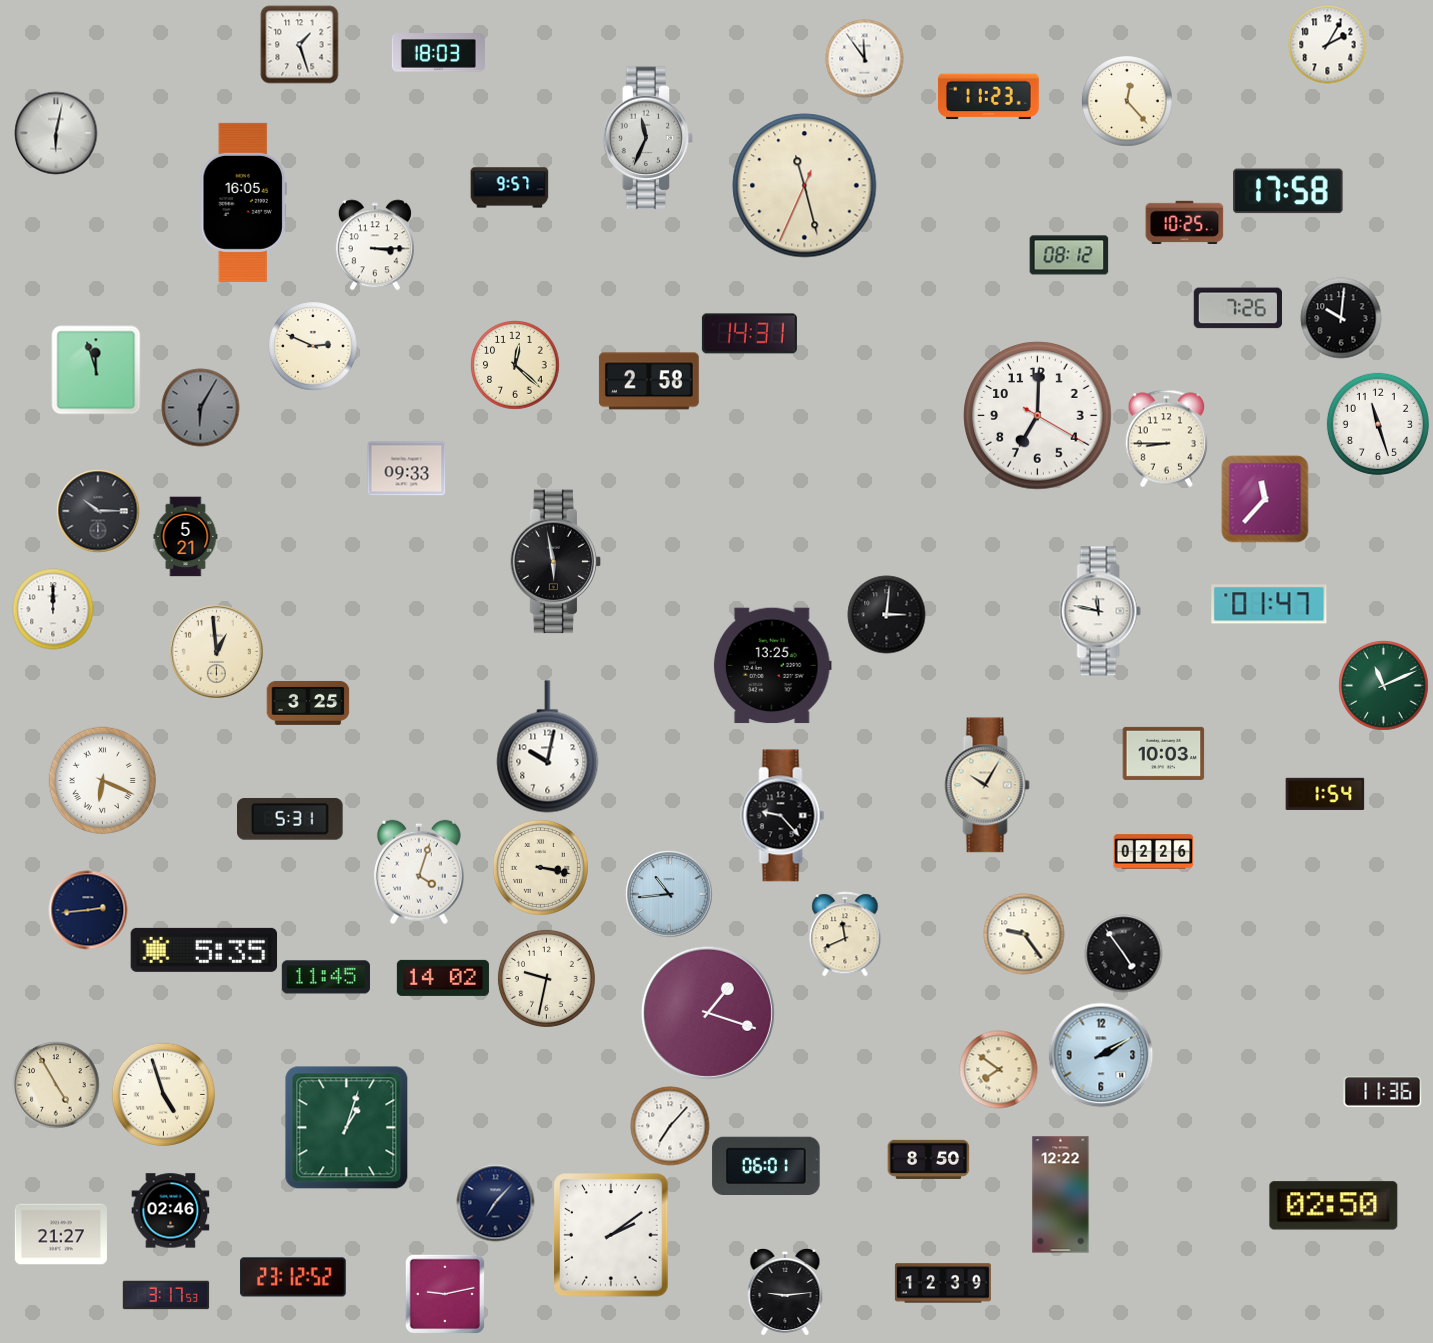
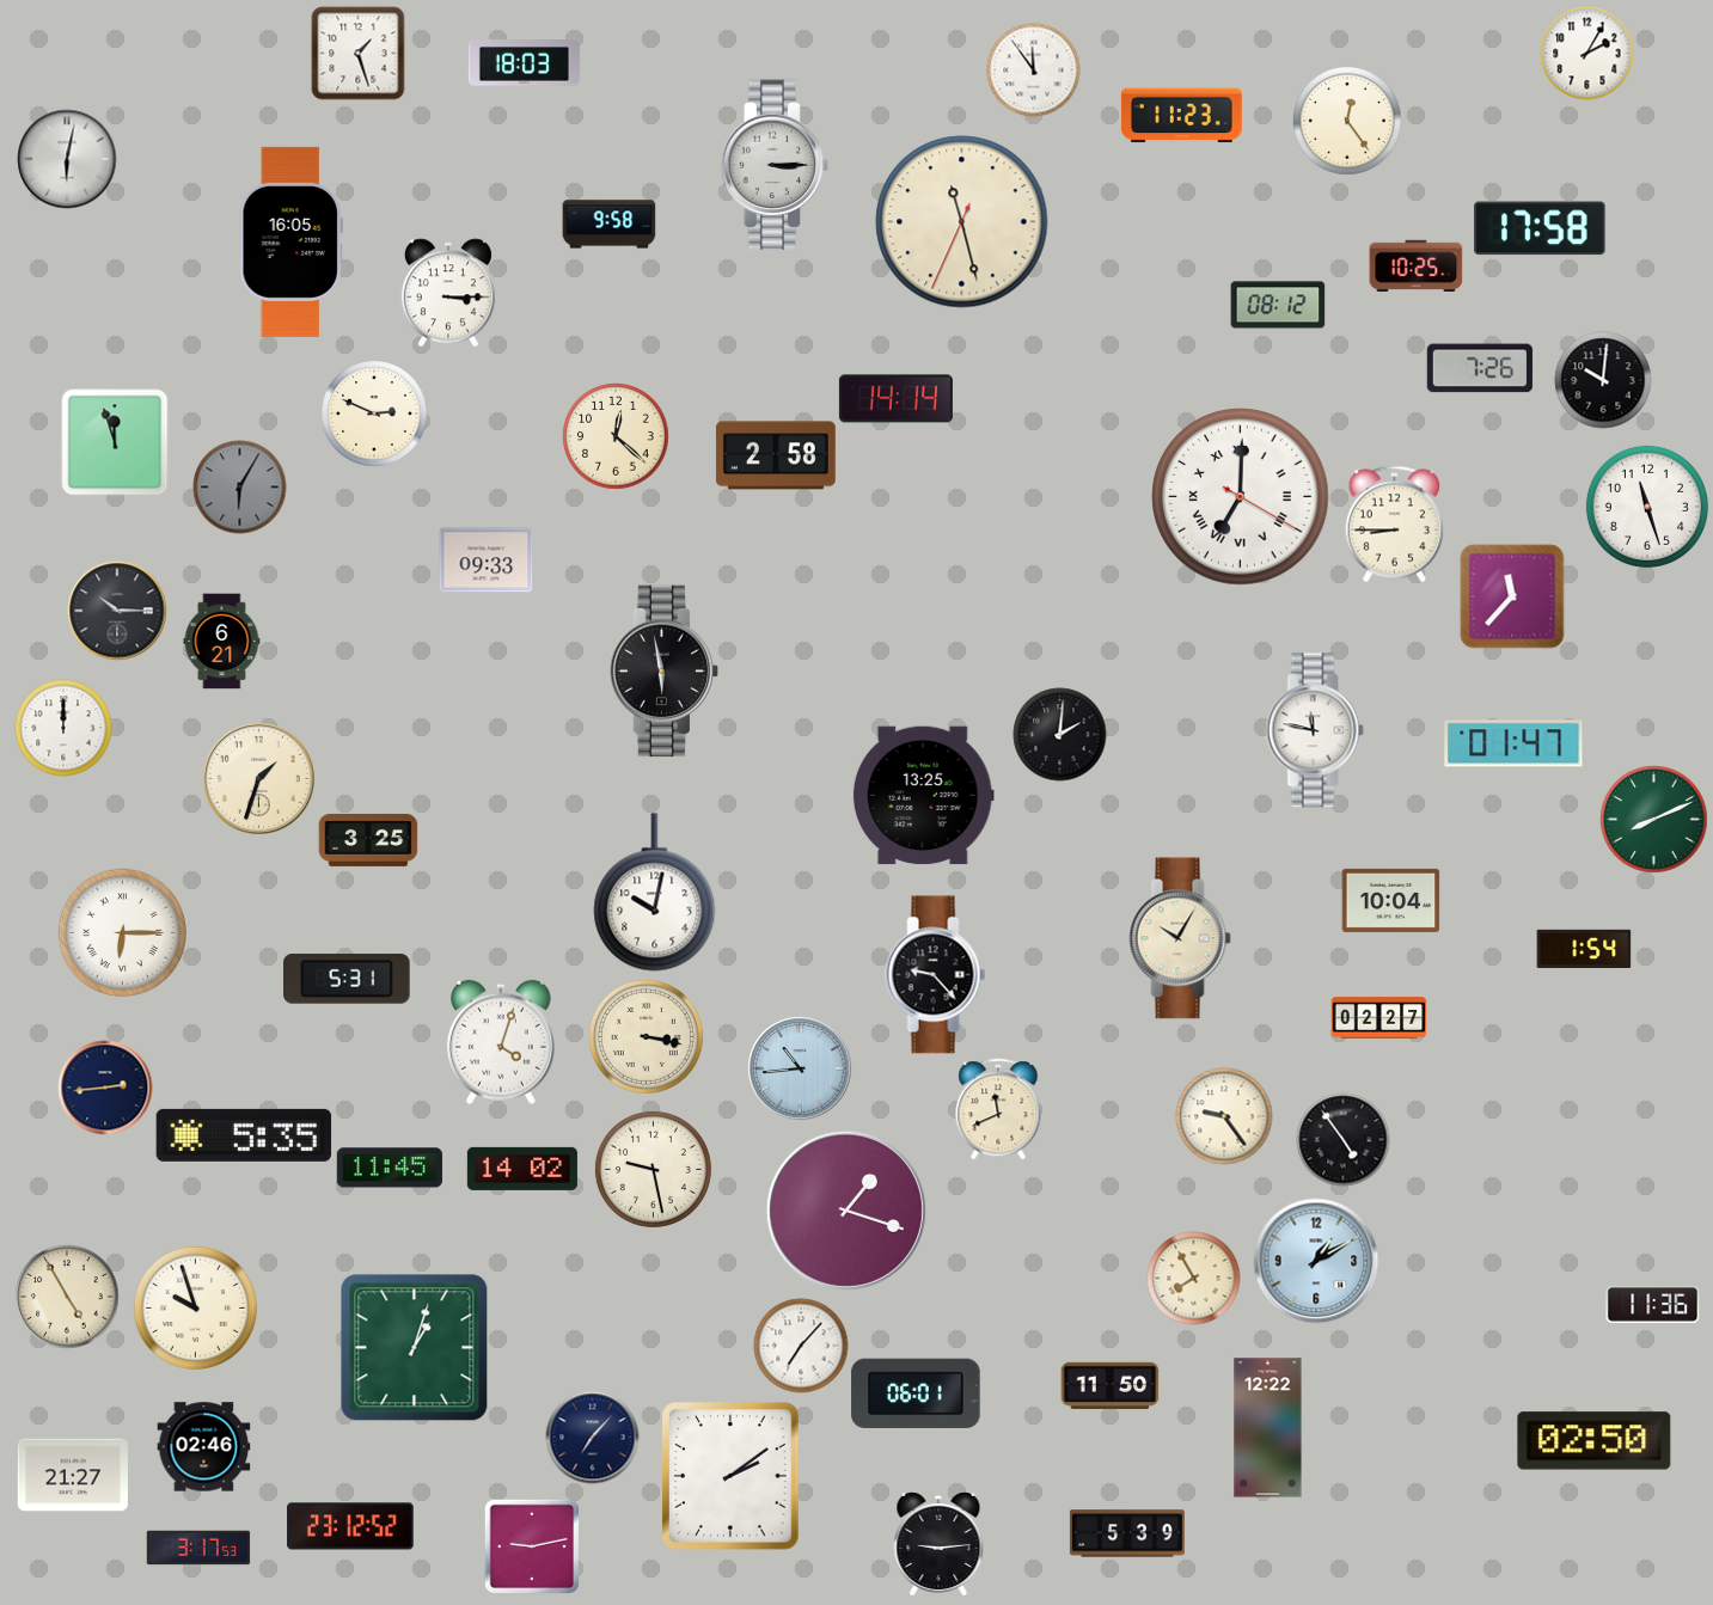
clock at (1127, 101): 12:23 -> 12:24
clock at (648, 138): 11:34 -> 3:15
clock at (509, 188): 9:57 -> 9:58
clock at (749, 334): 14:31 -> 14:14
clock at (1038, 416) numerals: Arabic -> Roman
clock at (186, 536): 5:21 -> 6:21
clock at (1269, 604) position: (1269, 604) -> (1513, 743)
clock at (886, 614): 3:01 -> 2:01
clock at (216, 651): 12:59 -> 1:33
clock at (1383, 685): 11:11 -> 8:11
clock at (1163, 753): 10:03 -> 10:04
clock at (102, 780): 6:19 -> 6:15
clock at (1153, 852): 02:26 -> 02:27
clock at (845, 934) position: (845, 934) -> (998, 1109)
clock at (443, 978) position: (443, 978) -> (522, 1169)
clock at (546, 978): 9:32 -> 9:28
clock at (1101, 1055): 2:10 -> 1:10
clock at (998, 1069): 7:51 -> 7:55
clock at (163, 1094): 4:57 -> 9:57
clock at (928, 1159): 8:50 -> 11:50
clock at (943, 1283): 12:39 -> 5:39
